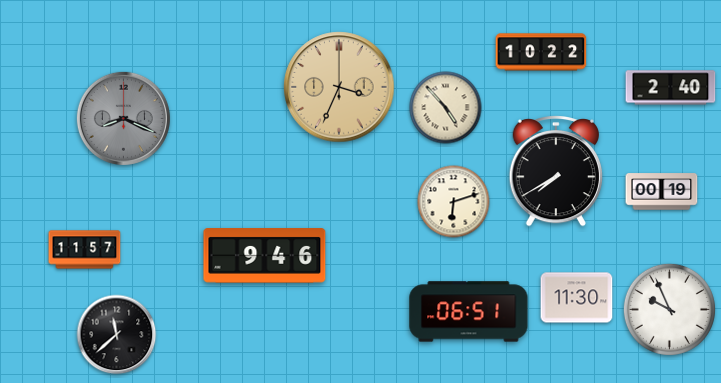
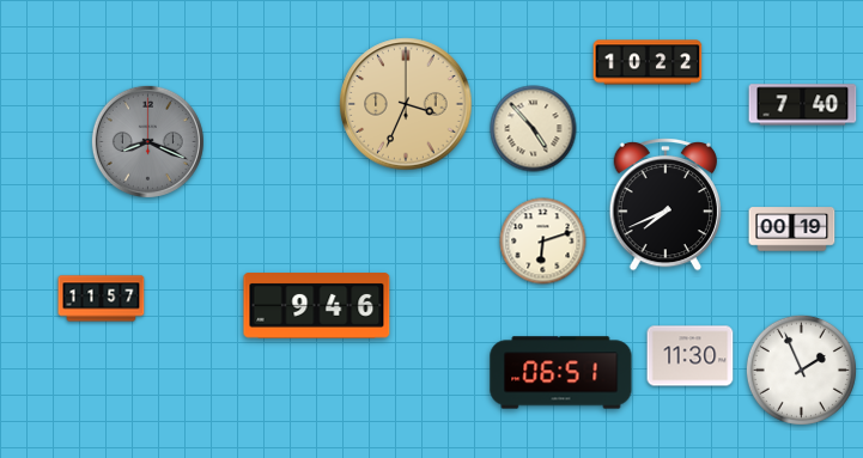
clock at (671, 88): 2:40 -> 7:40
clock at (556, 172): 7:40 -> 7:41
clock at (669, 309): 9:56 -> 1:56
clock at (117, 335): 11:38 -> none
